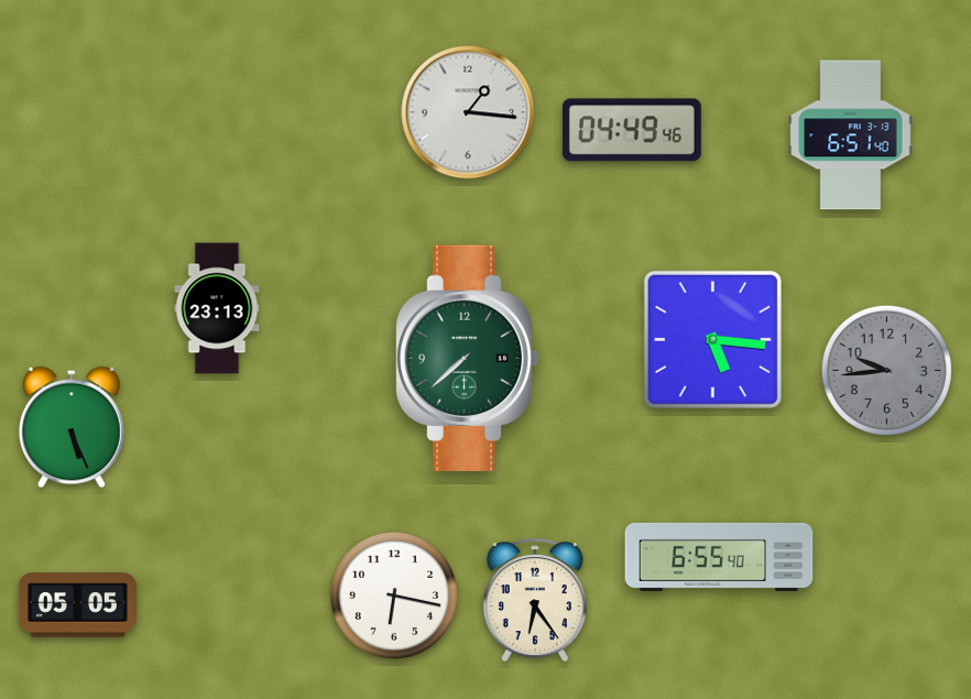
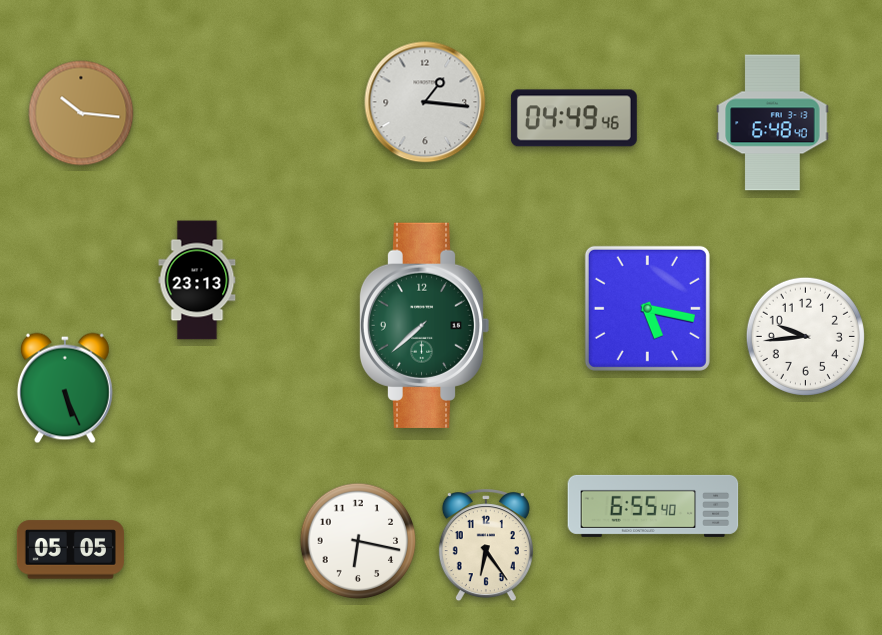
clock at (81, 113): none -> 10:16
clock at (851, 135): 6:51 -> 6:48
clock at (712, 339): 5:16 -> 5:17
clock at (886, 370) dial: grey -> white
